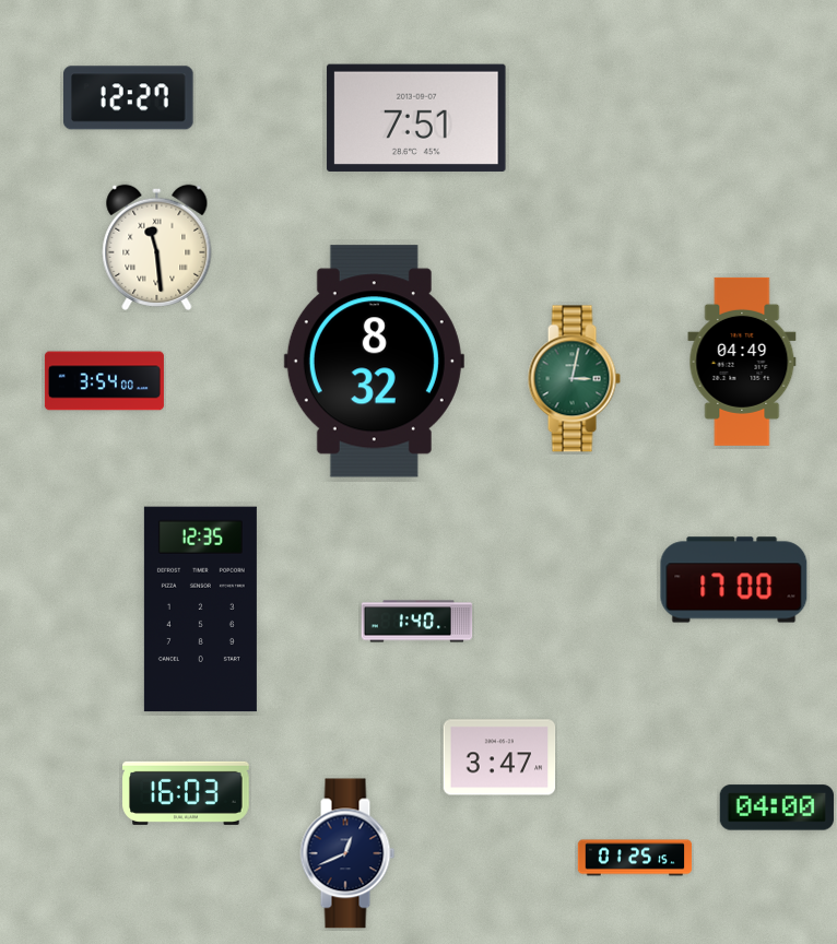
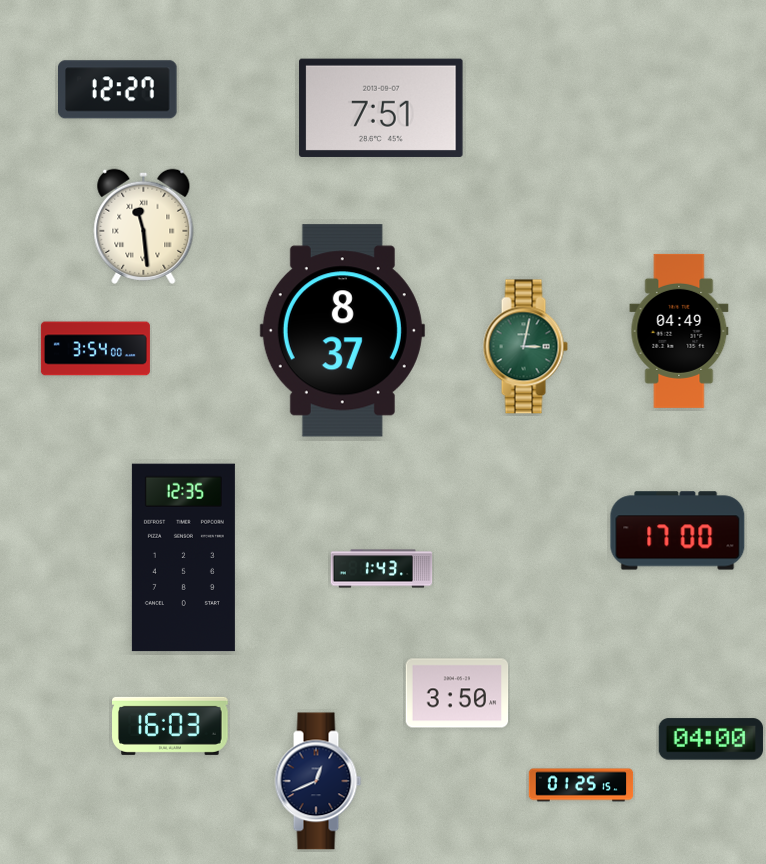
clock at (374, 362): 8:32 -> 8:37
clock at (734, 580) position: (734, 580) -> (678, 531)
clock at (417, 622): 1:40 -> 1:43
clock at (499, 757): 3:47 -> 3:50
